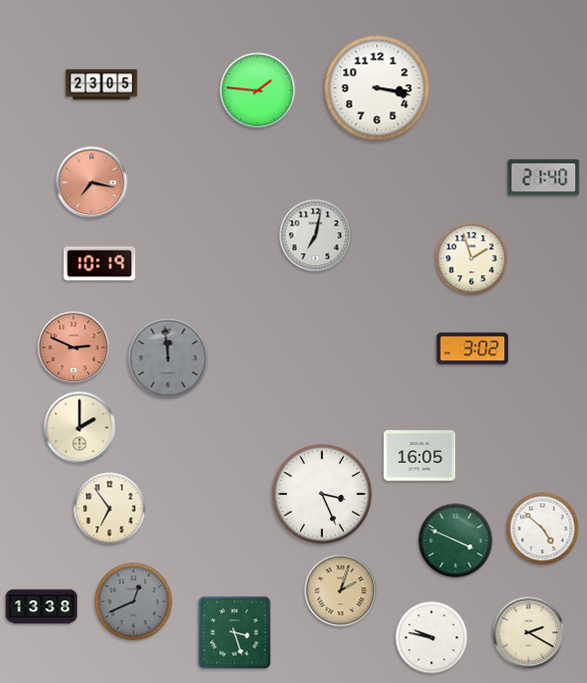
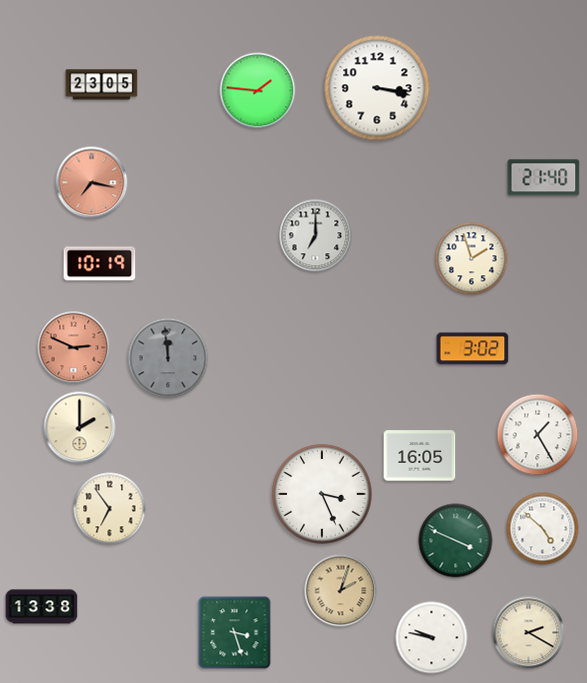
clock at (316, 236): 7:02 -> 7:00
clock at (538, 435): none -> 1:25
clock at (134, 602): 12:41 -> none
